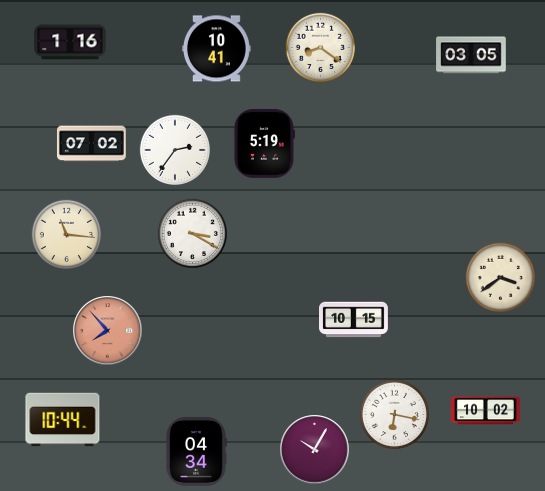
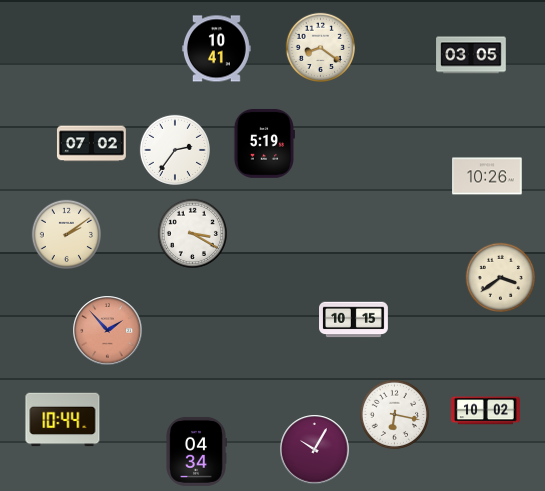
clock at (70, 42): 1:16 -> none
clock at (487, 176): none -> 10:26
clock at (66, 234): 11:16 -> 2:09
clock at (108, 331): 7:53 -> 1:53
